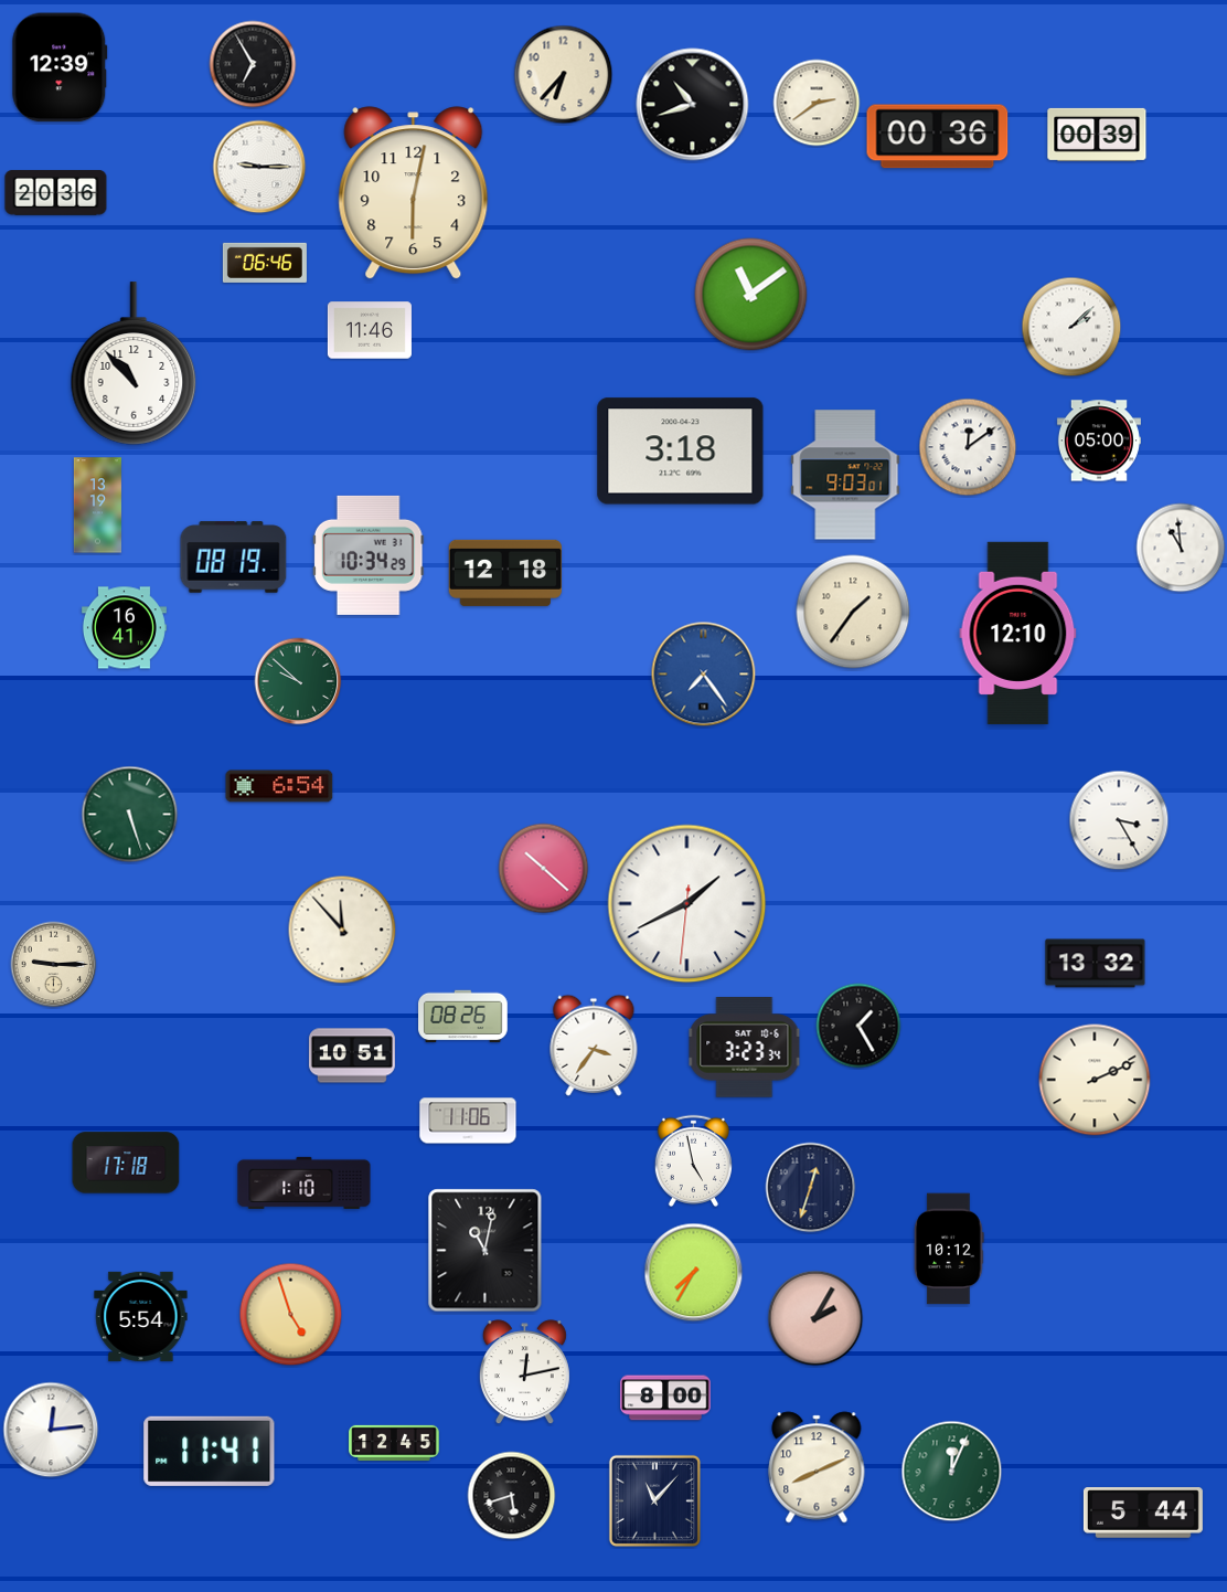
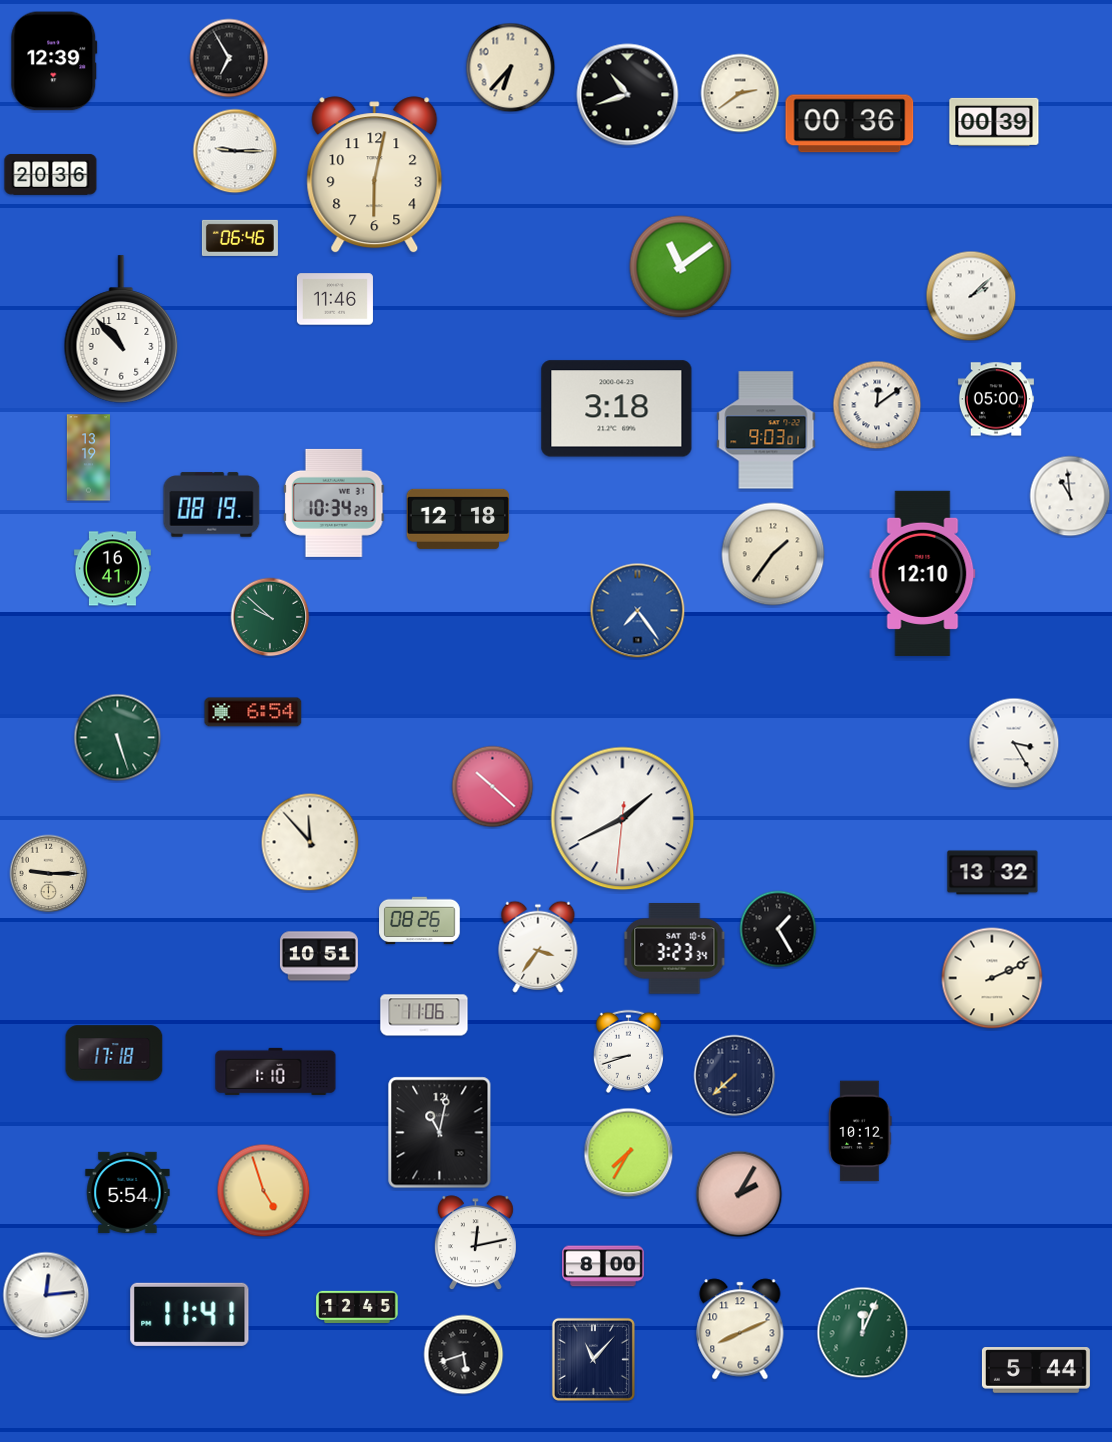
clock at (693, 1160): 4:58 -> 8:42
clock at (811, 1188): 12:33 -> 7:38
